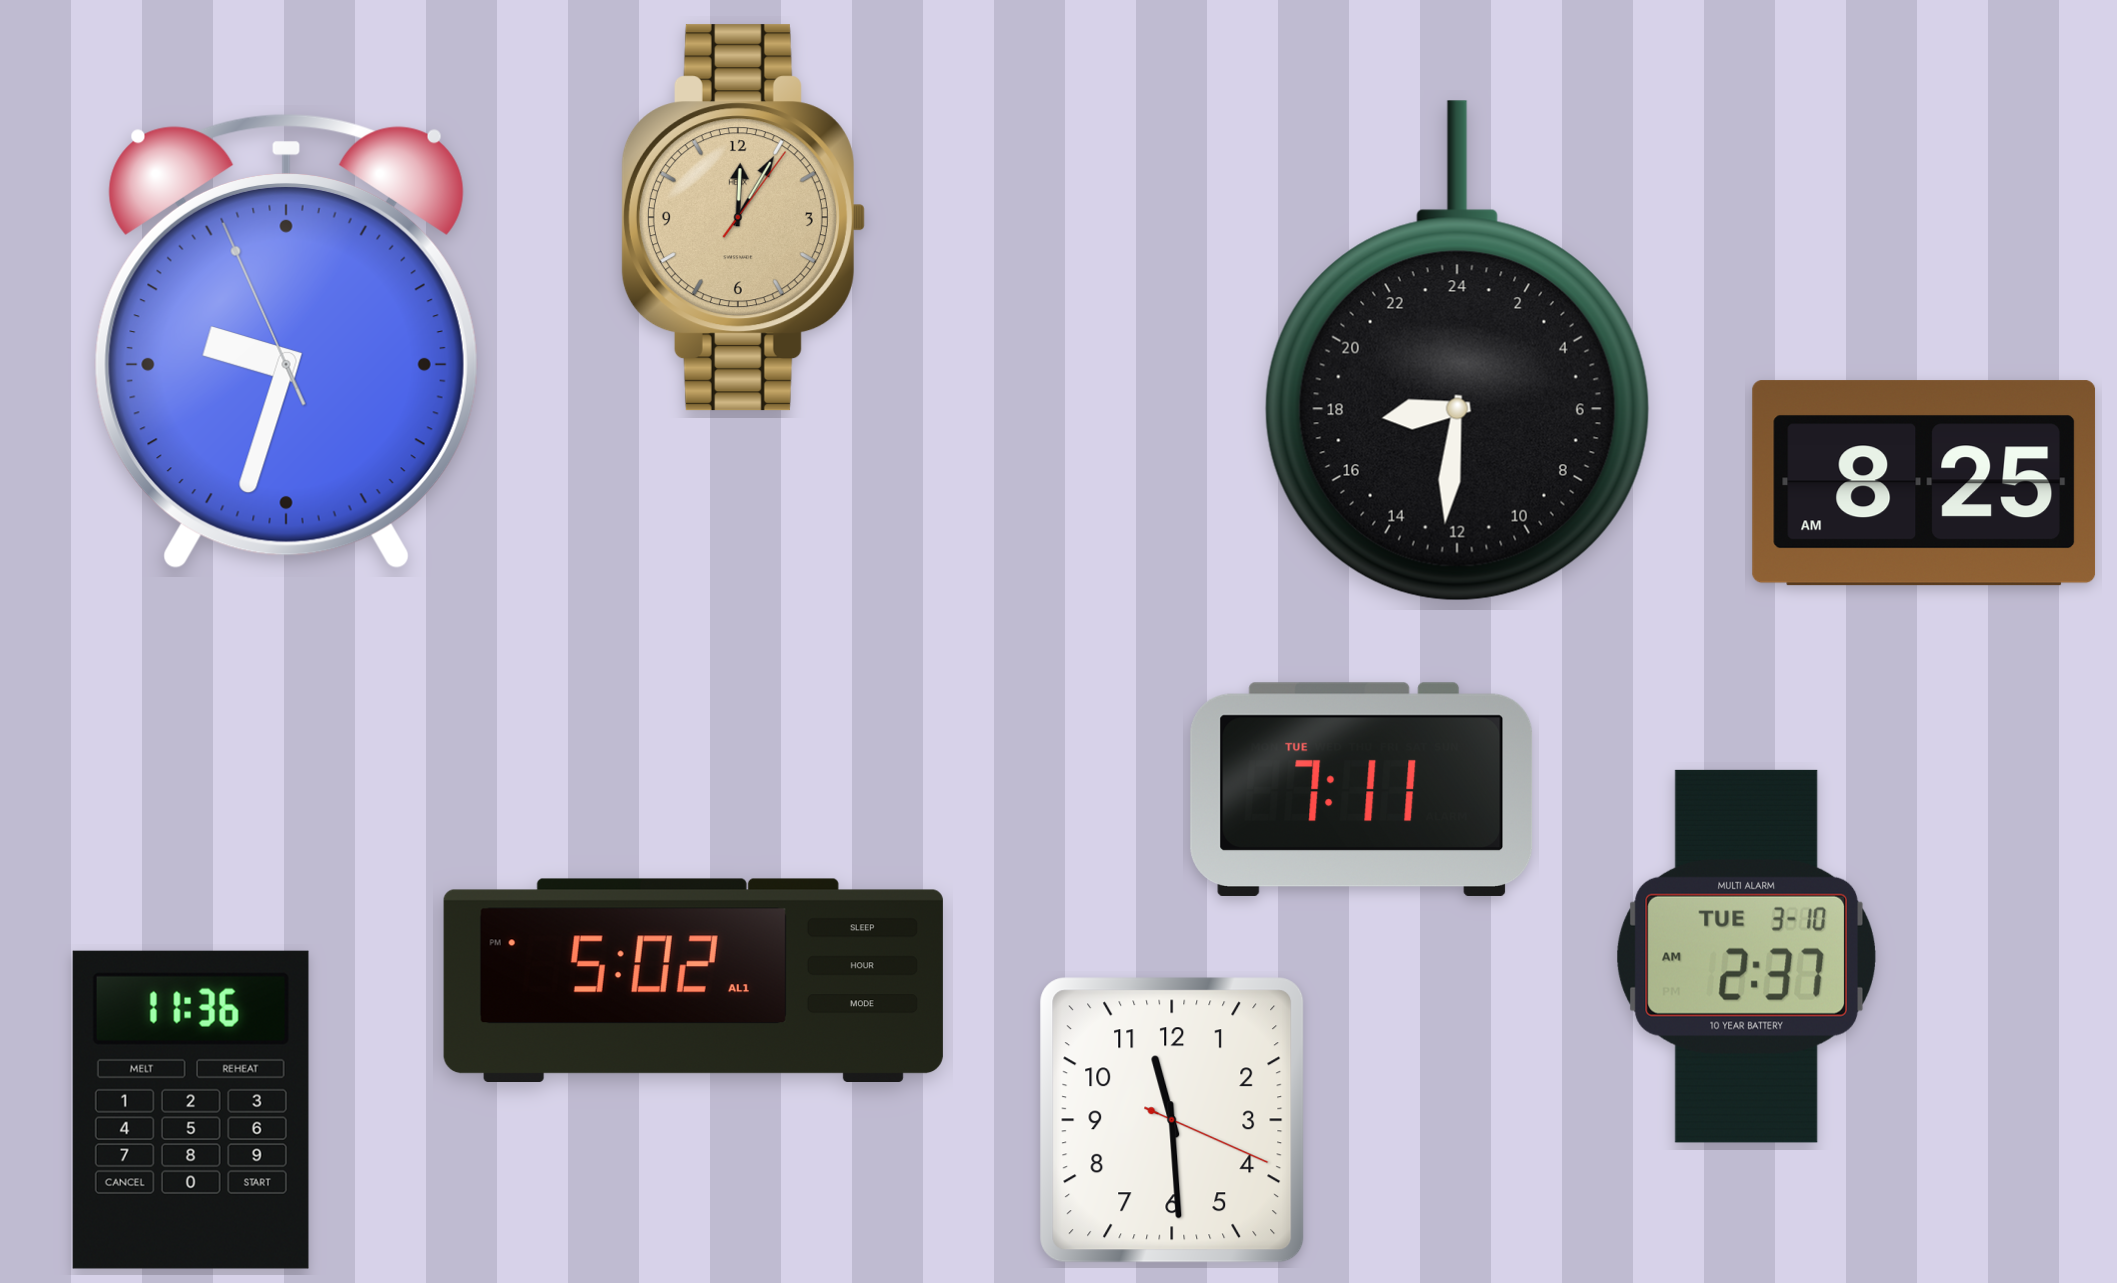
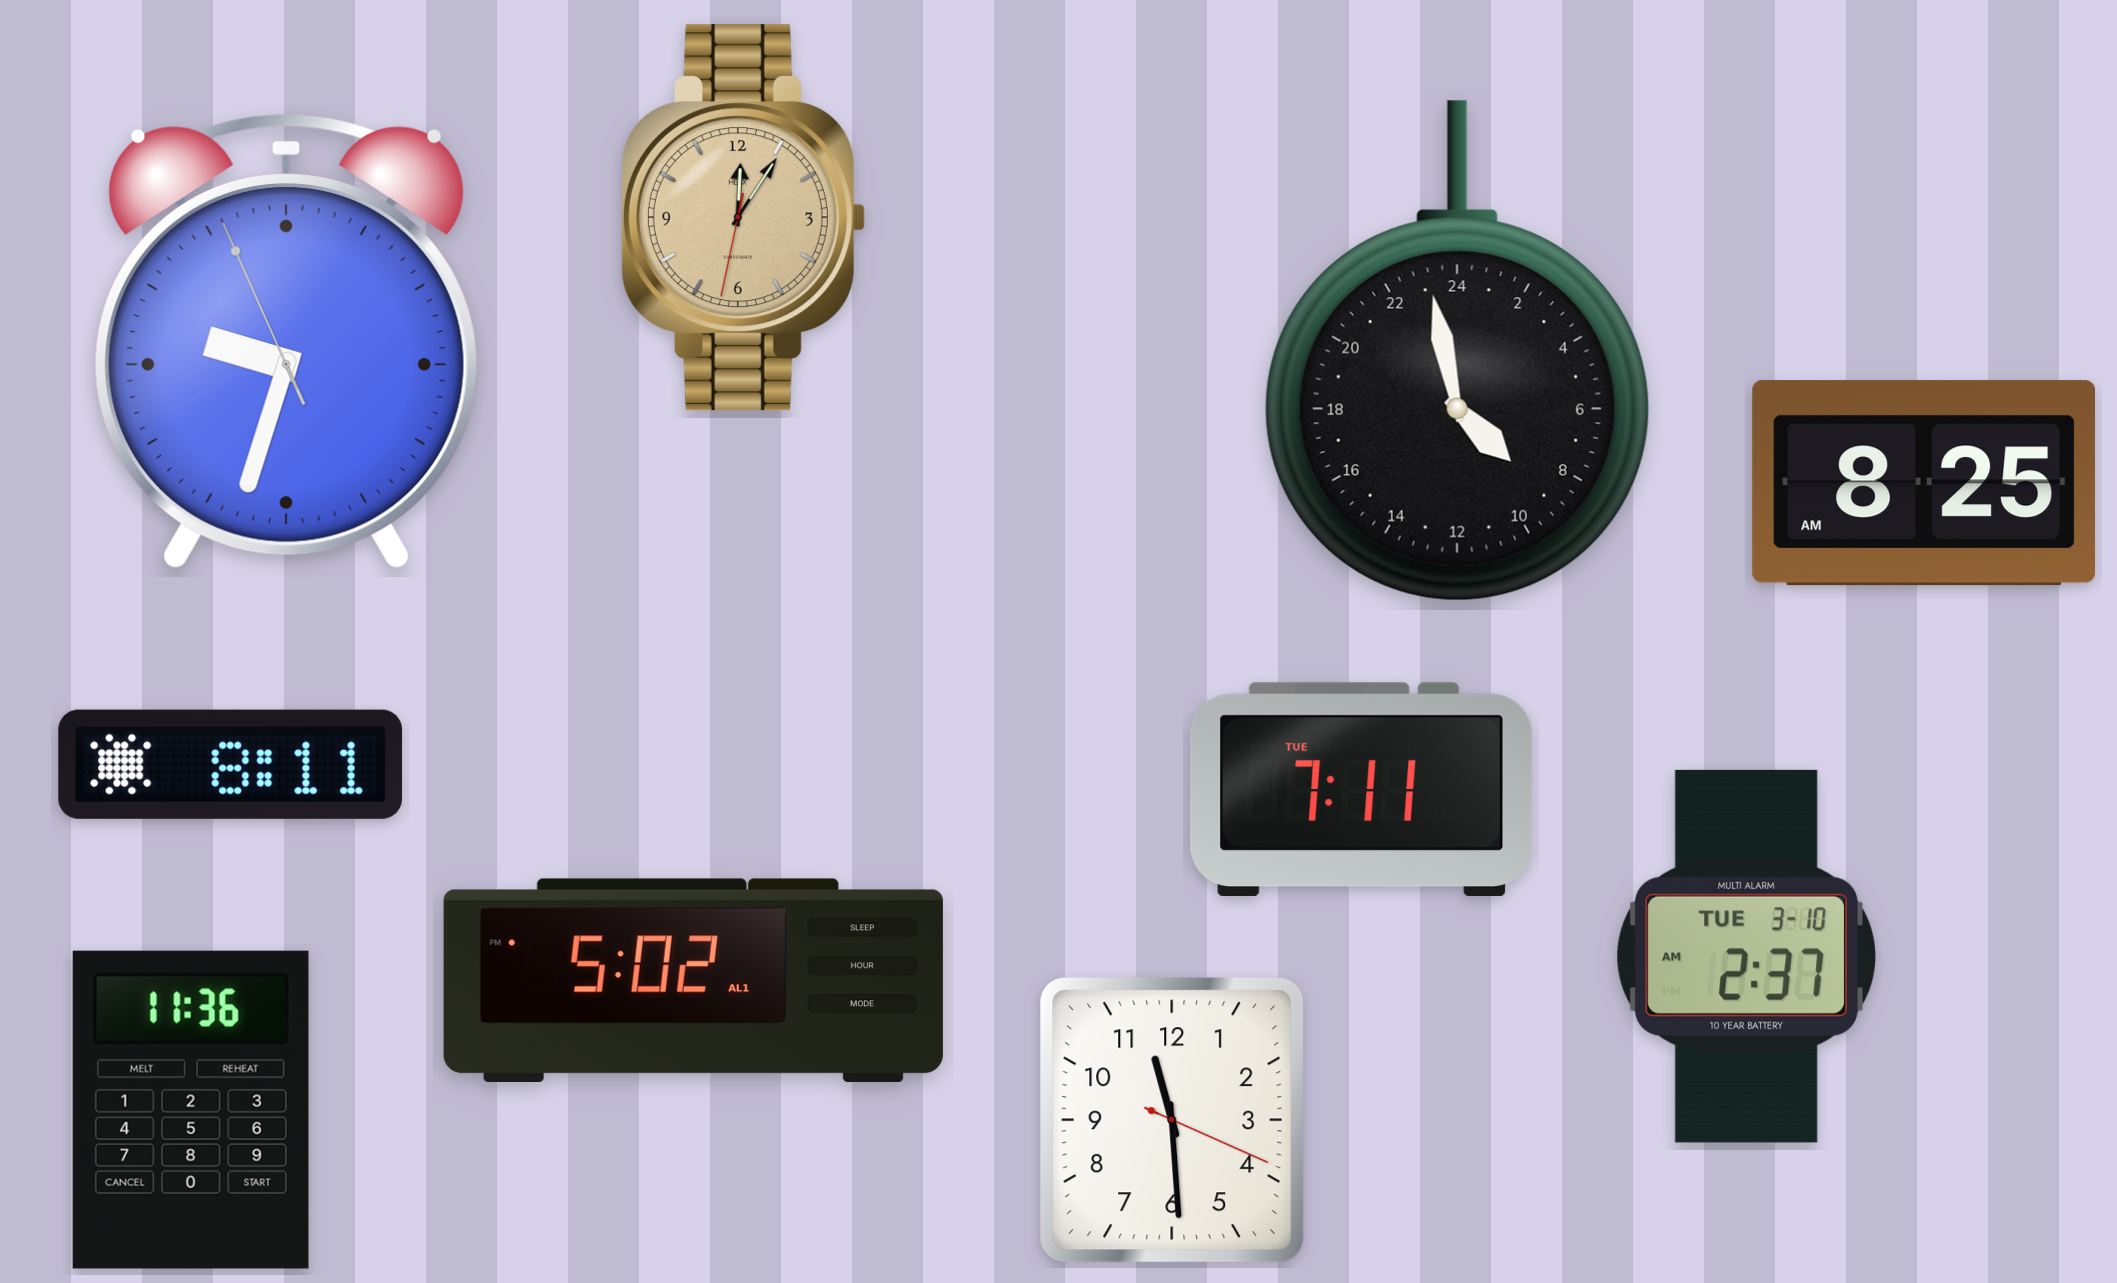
clock at (743, 218): 12:05:06 -> 12:05:32
clock at (1457, 351): 17:31 -> 8:58
clock at (231, 764): none -> 8:11
